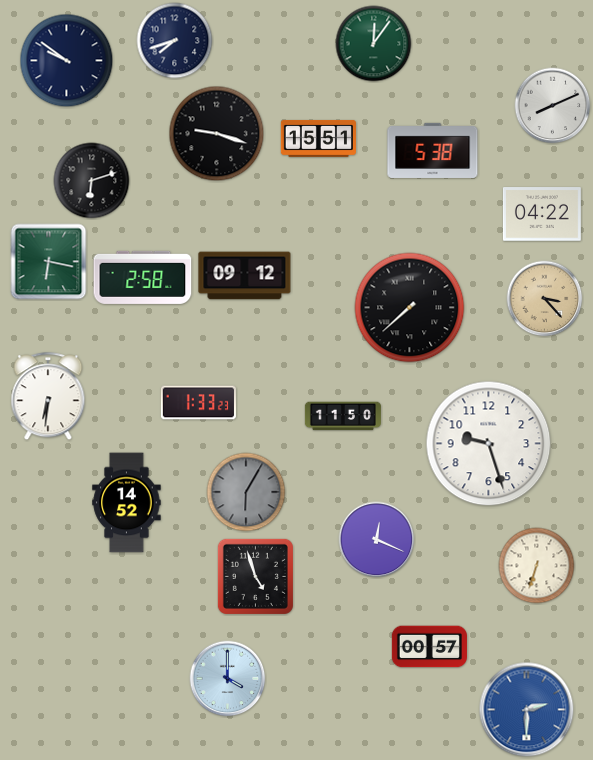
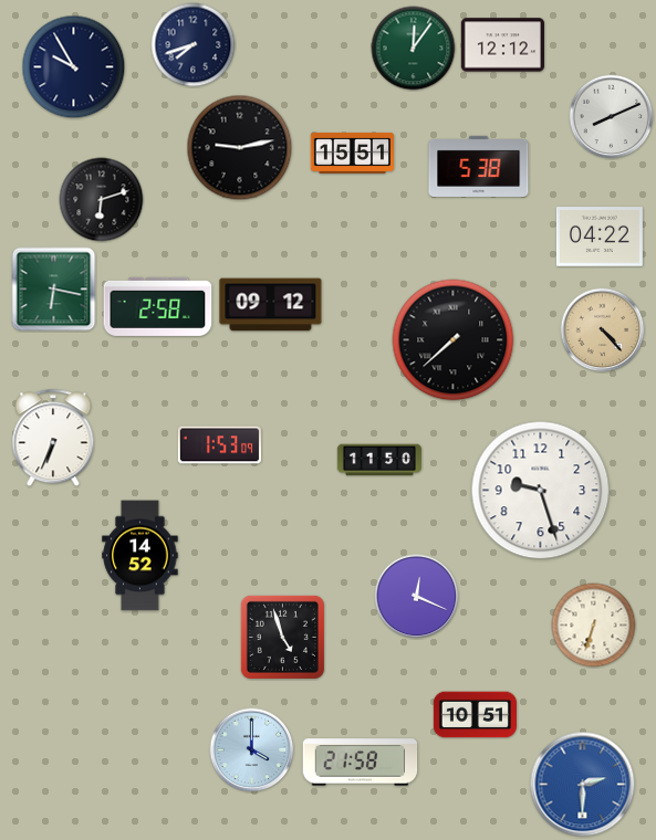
clock at (502, 45): none -> 12:12
clock at (67, 61): 9:51 -> 9:55
clock at (217, 134): 9:18 -> 9:13
clock at (545, 299): 3:23 -> 4:23
clock at (48, 397): 6:31 -> 6:34
clock at (198, 403): 1:33 -> 1:53
clock at (246, 492): 6:05 -> none
clock at (429, 647): 00:57 -> 10:51
clock at (361, 763): none -> 21:58
